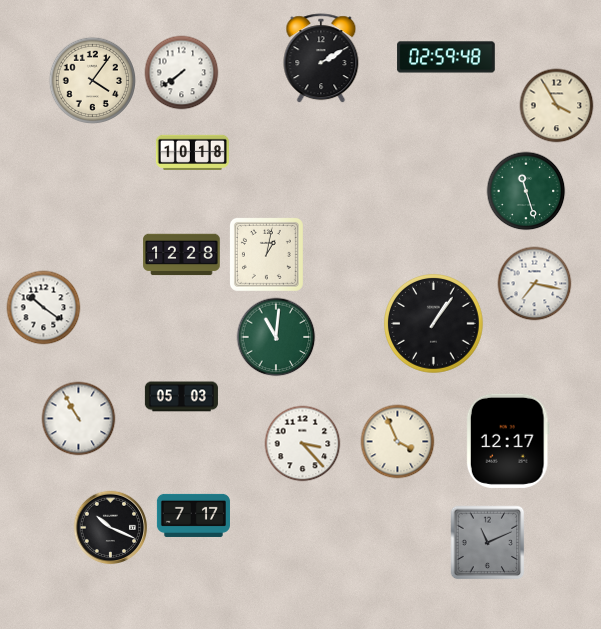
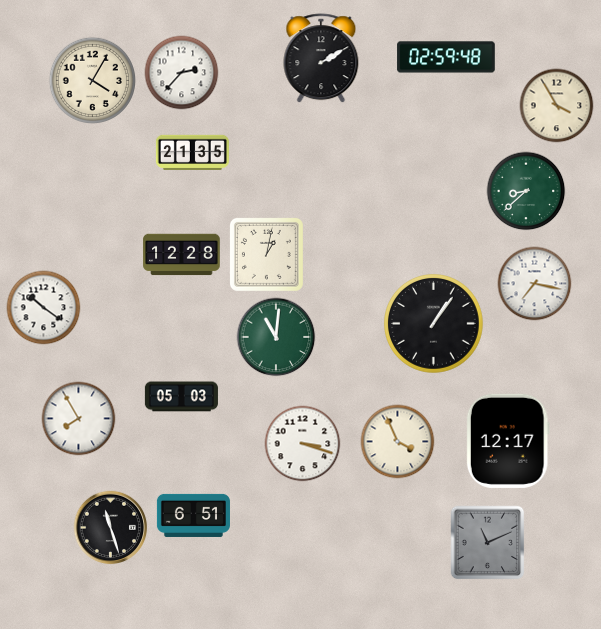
clock at (182, 73): 7:39 -> 2:37
clock at (92, 80): 4:06 -> 4:05
clock at (192, 152): 10:18 -> 21:35
clock at (526, 191): 11:27 -> 8:38
clock at (79, 419): 10:55 -> 7:55
clock at (303, 444): 3:23 -> 3:18
clock at (193, 515): 7:17 -> 6:51
clock at (111, 528): 10:19 -> 11:27
